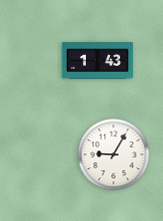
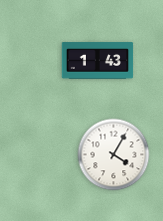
clock at (114, 155): 9:05 -> 4:05
